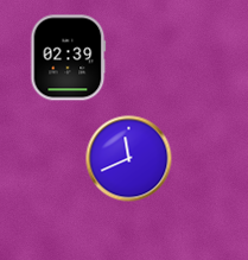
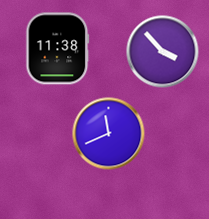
clock at (69, 58): 02:39 -> 11:38
clock at (163, 52): none -> 3:53
